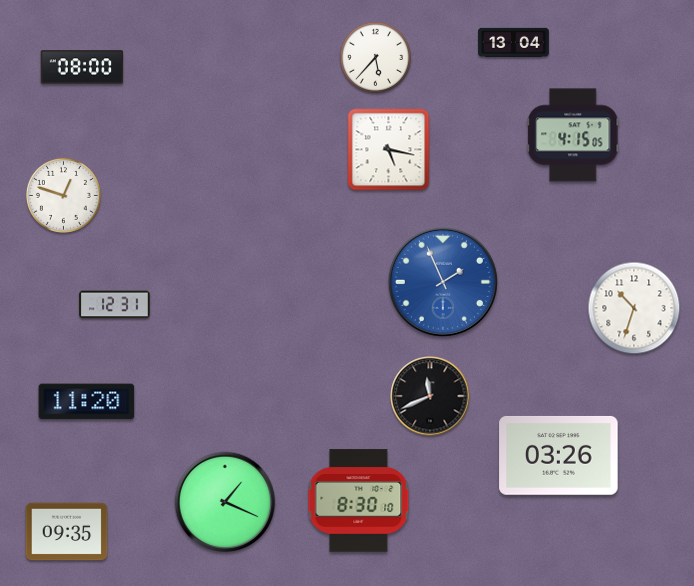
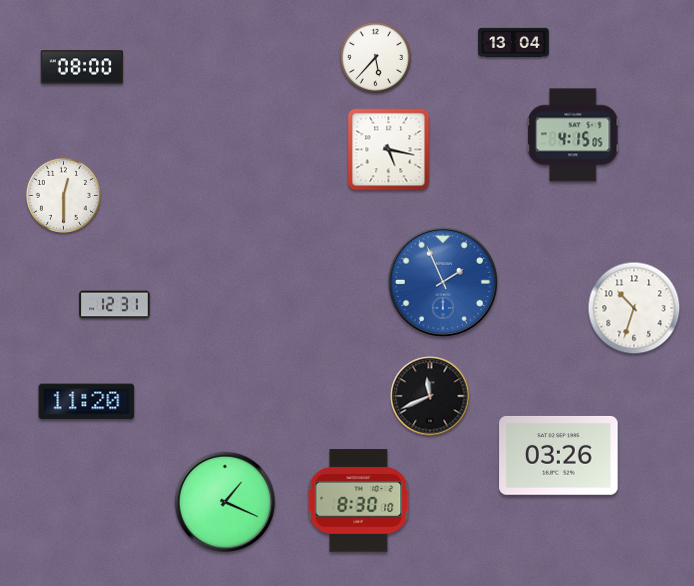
clock at (63, 195): 12:48 -> 12:30
clock at (67, 532): 09:35 -> none
